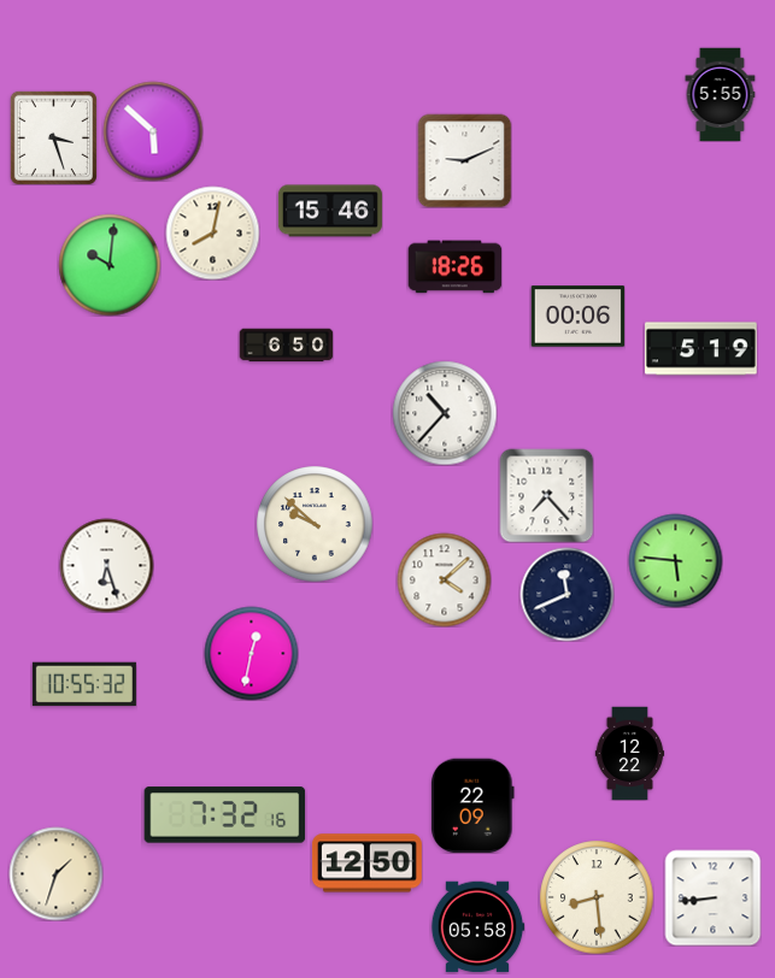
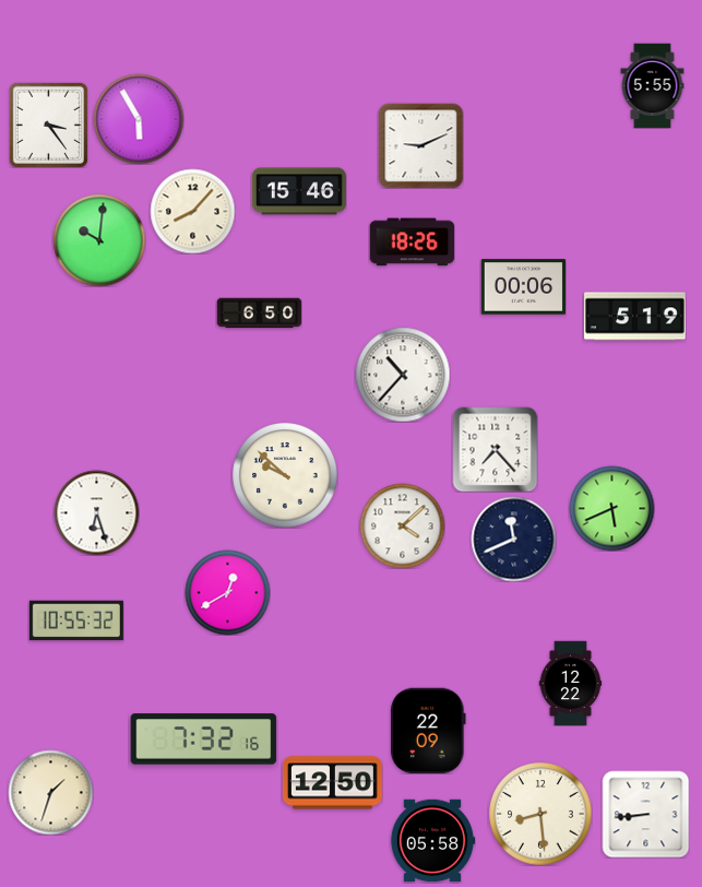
clock at (153, 131): 5:52 -> 5:55
clock at (53, 137): 3:27 -> 3:24
clock at (212, 232): 8:02 -> 8:07
clock at (675, 560): 5:46 -> 5:41
clock at (251, 653): 12:32 -> 12:40
